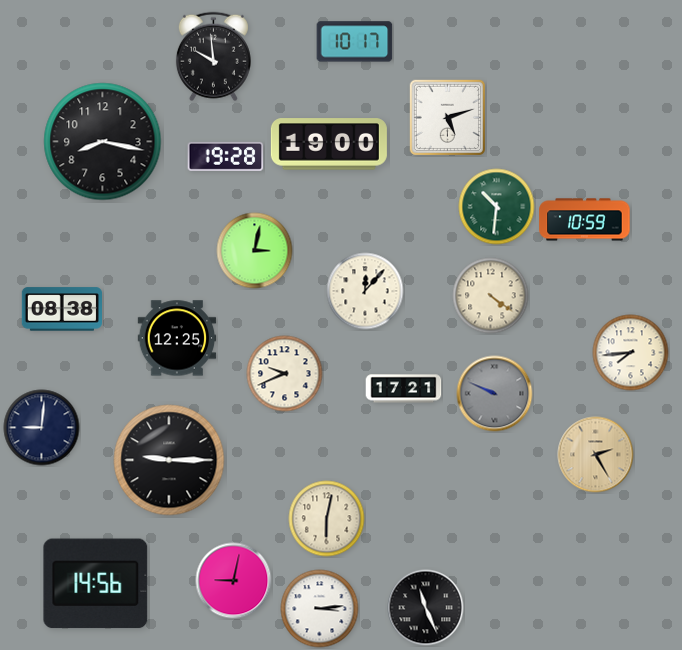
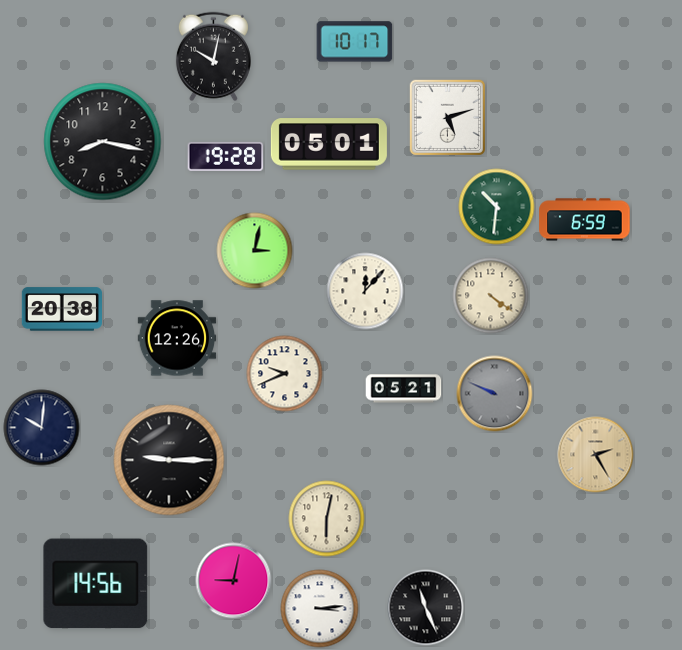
clock at (213, 57): 9:59 -> 10:02
clock at (329, 144): 19:00 -> 05:01
clock at (585, 220): 10:59 -> 6:59
clock at (61, 309): 08:38 -> 20:38
clock at (177, 338): 12:25 -> 12:26
clock at (631, 353): 7:44 -> none
clock at (404, 389): 17:21 -> 05:21
clock at (42, 428): 9:01 -> 10:01
